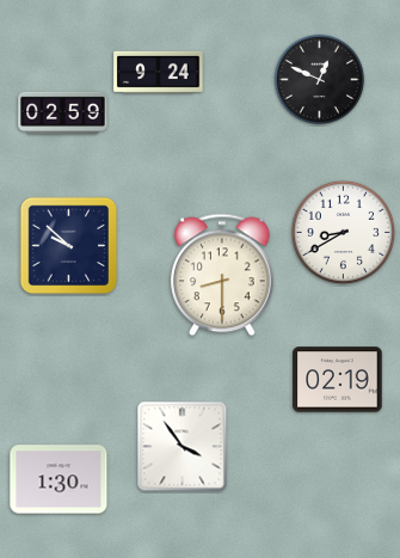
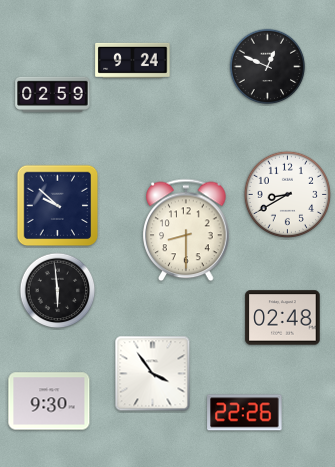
clock at (58, 291): none -> 5:59
clock at (338, 380): 02:19 -> 02:48
clock at (59, 479): 1:30 -> 9:30
clock at (245, 413): none -> 22:26
